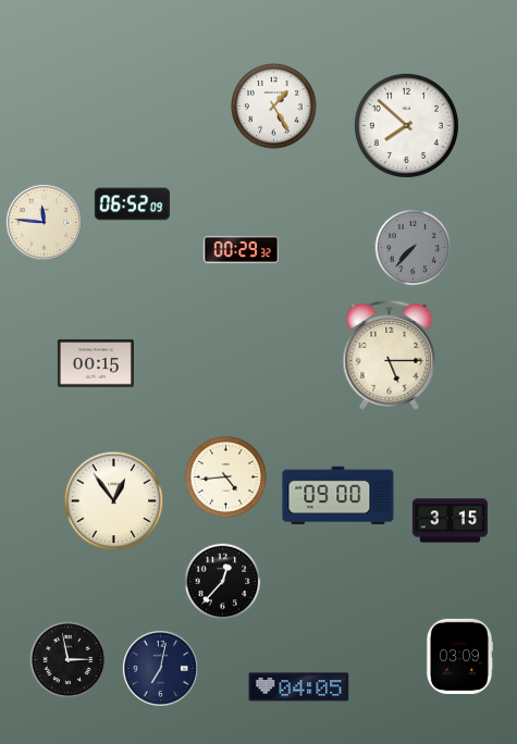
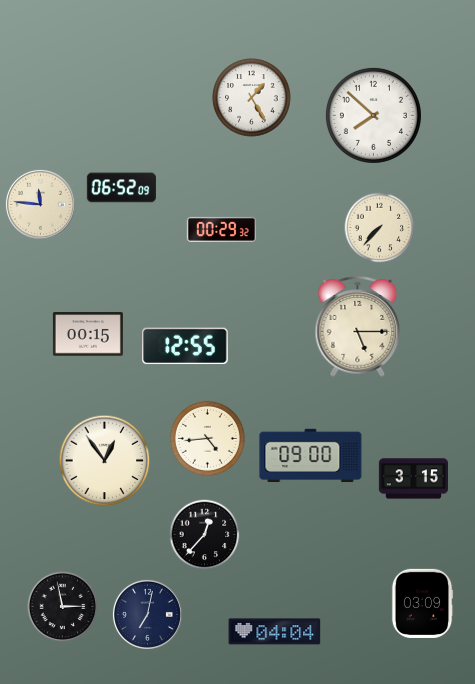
clock at (414, 248) dial: grey -> cream
clock at (185, 346): none -> 12:55
clock at (299, 687): 04:05 -> 04:04
